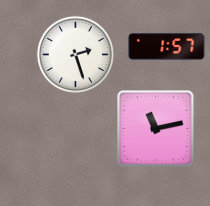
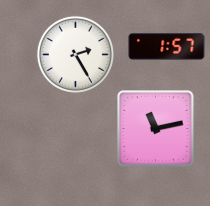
clock at (75, 54): 2:27 -> 2:25
